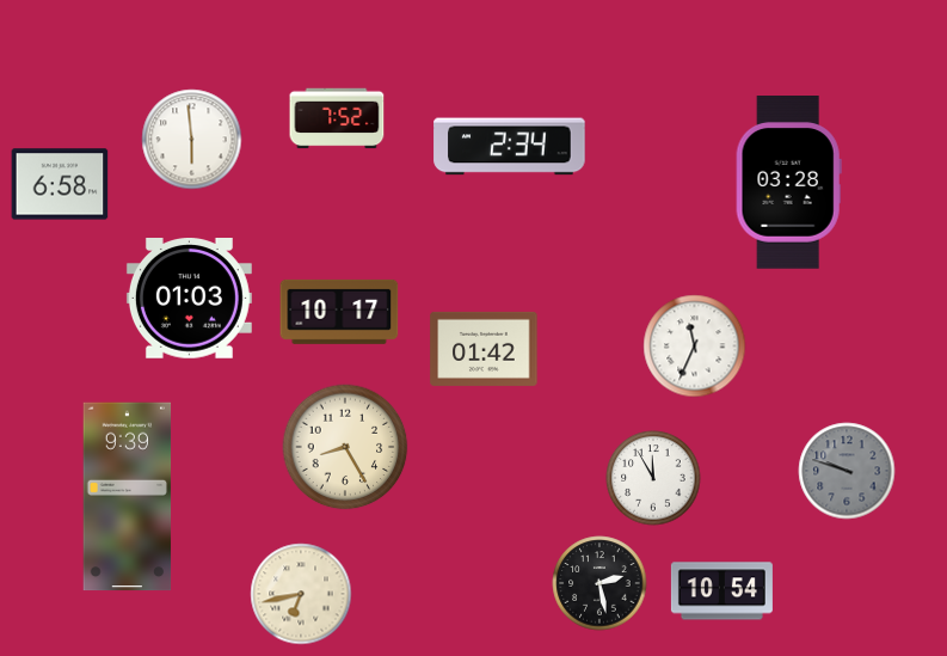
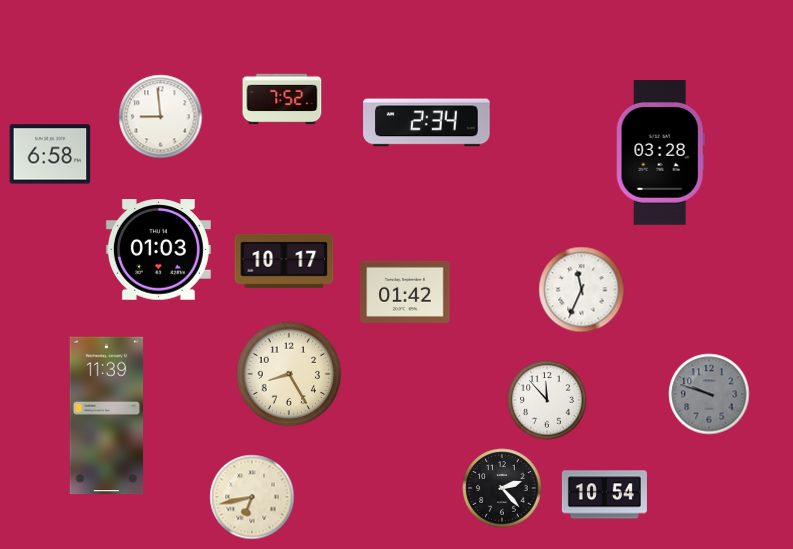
clock at (192, 140): 5:59 -> 8:59
clock at (653, 478): 11:55 -> 11:53
clock at (128, 497): 9:39 -> 11:39
clock at (599, 583): 2:28 -> 2:23
